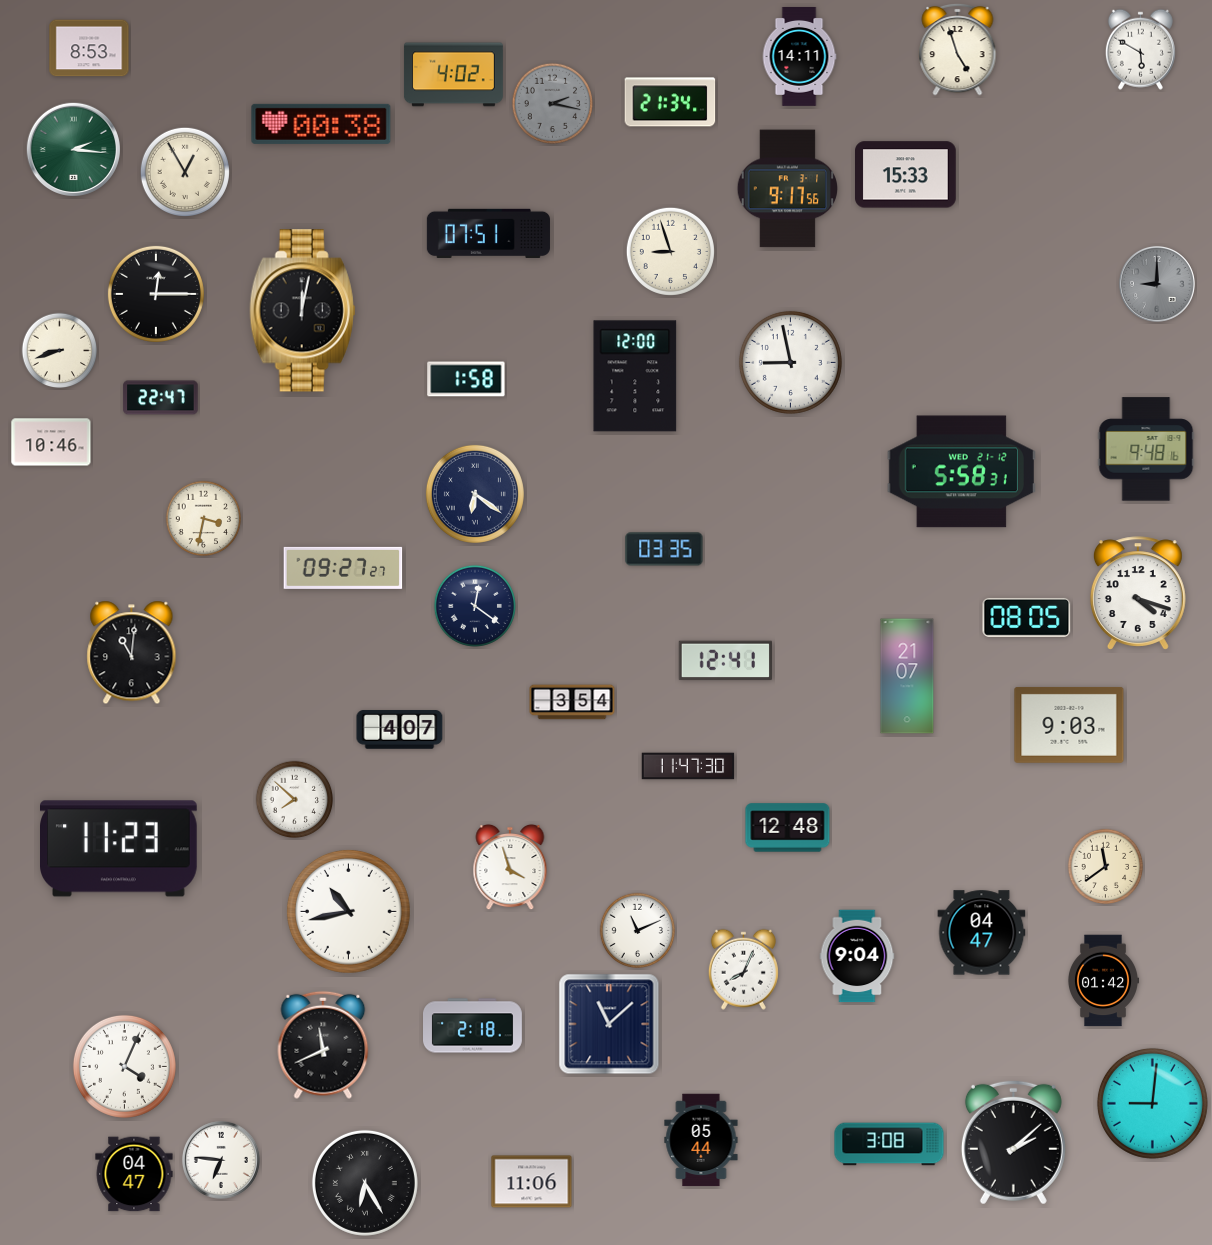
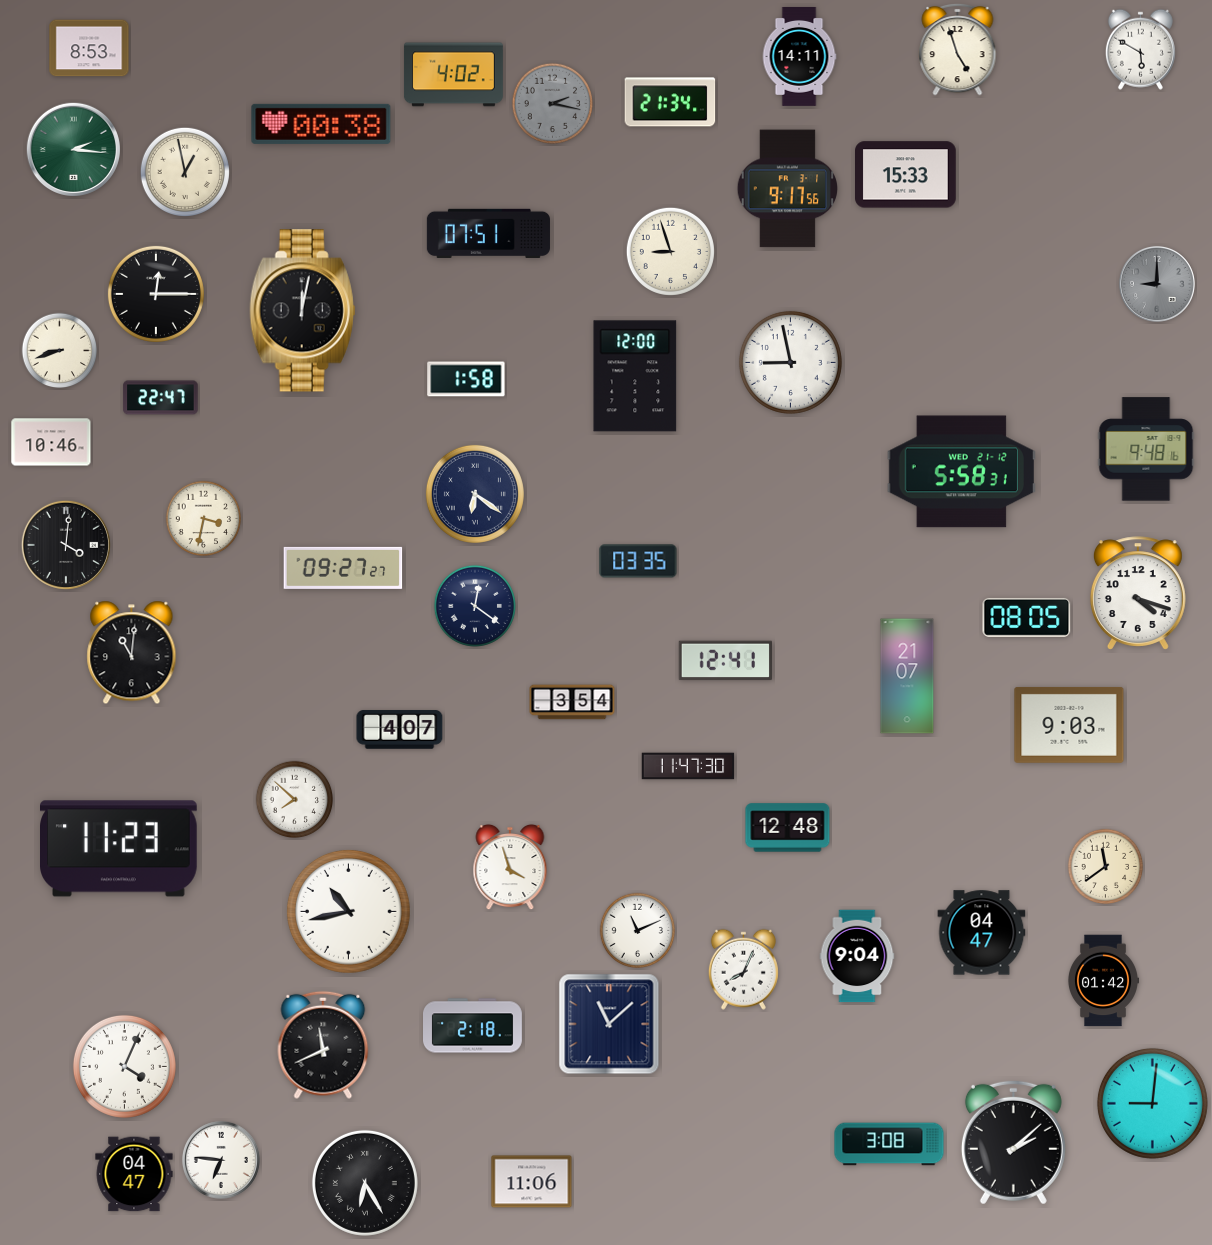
clock at (185, 172): 12:55 -> 12:58
clock at (66, 545): none -> 4:01
clock at (664, 549) position: (664, 549) -> (638, 561)
clock at (701, 1140): 05:44 -> none
